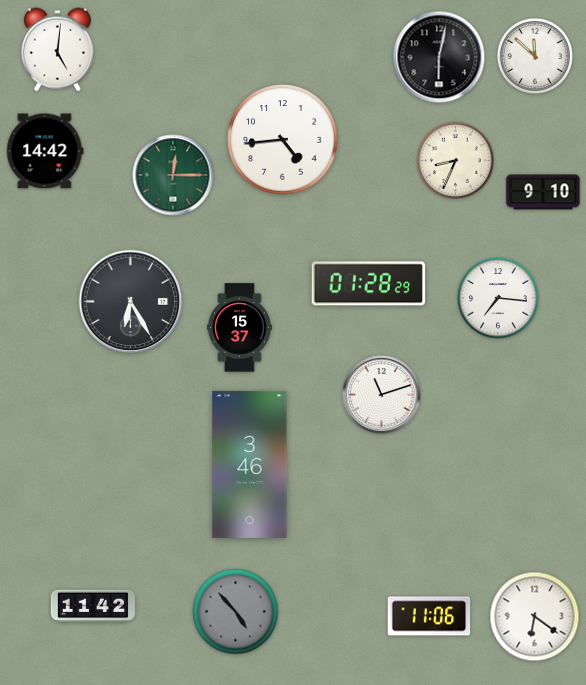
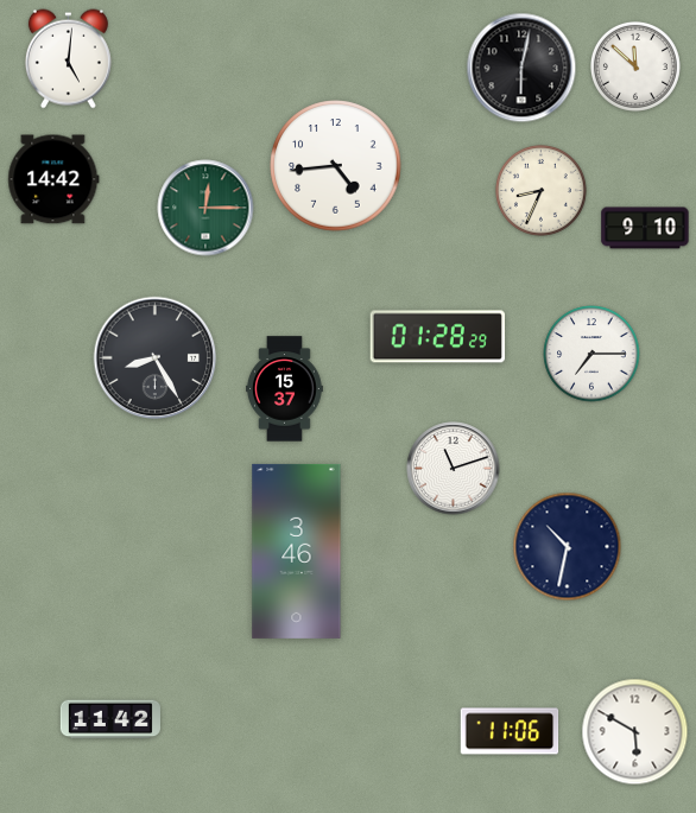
clock at (498, 298): 7:16 -> 7:15
clock at (131, 302): 6:25 -> 8:25
clock at (568, 547): none -> 10:32
clock at (236, 612): 4:53 -> none
clock at (535, 617): 6:21 -> 5:50
